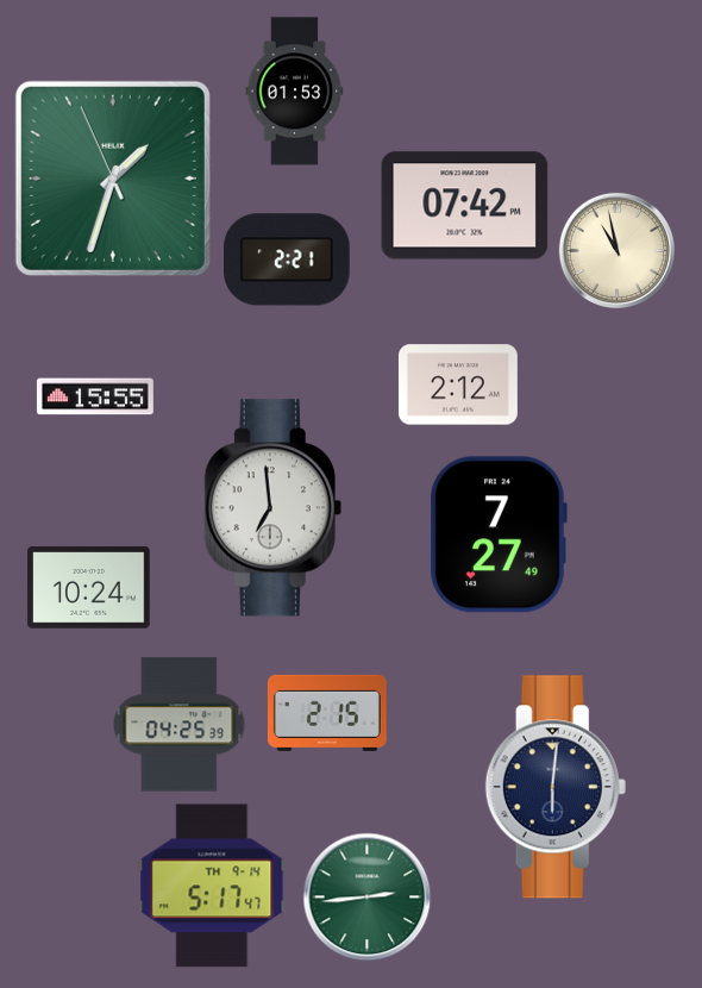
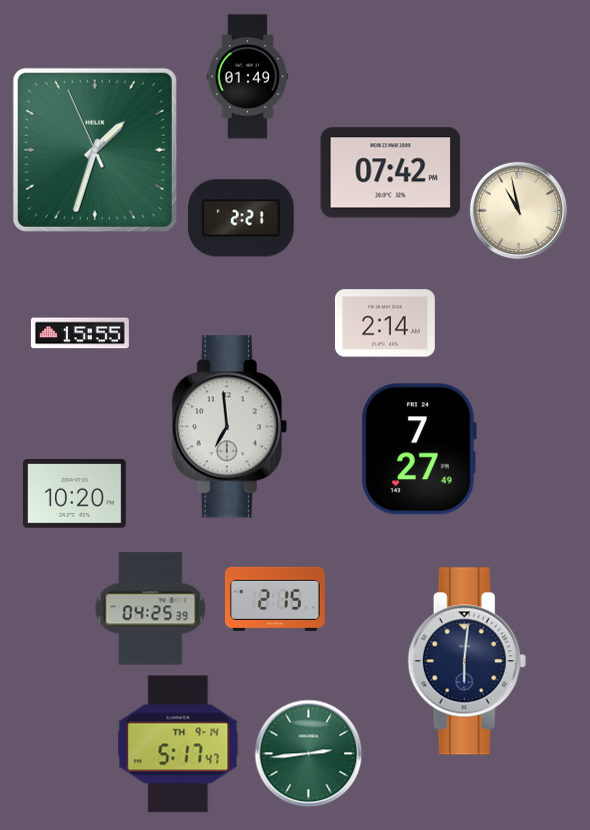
clock at (295, 92): 01:53 -> 01:49
clock at (458, 384): 2:12 -> 2:14
clock at (89, 588): 10:24 -> 10:20
